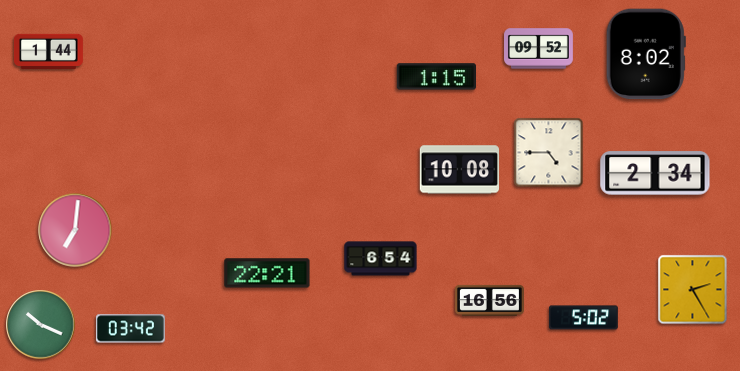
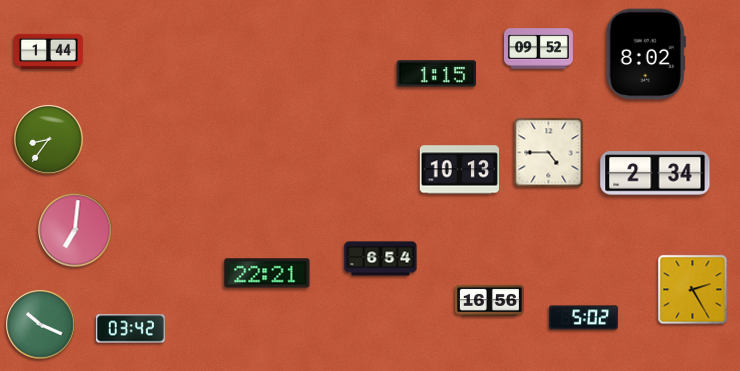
clock at (436, 77) position: (436, 77) -> (436, 74)
clock at (49, 140): none -> 8:36
clock at (460, 170): 10:08 -> 10:13
